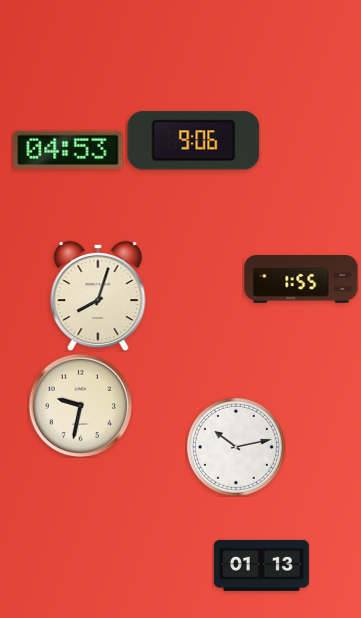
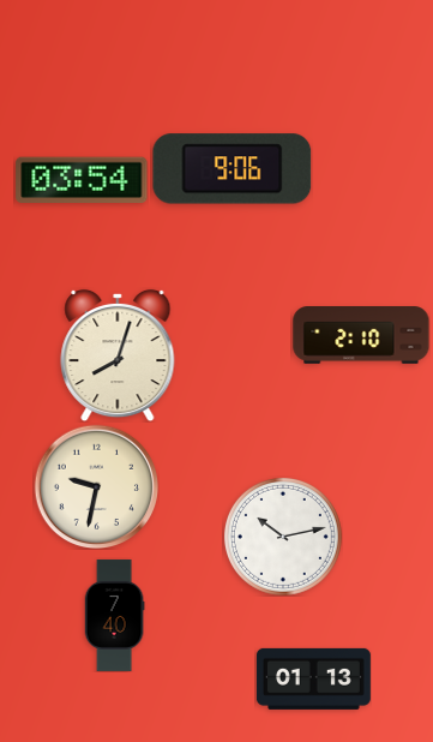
clock at (68, 149): 04:53 -> 03:54
clock at (301, 279): 1:55 -> 2:10
clock at (114, 615): none -> 7:40
